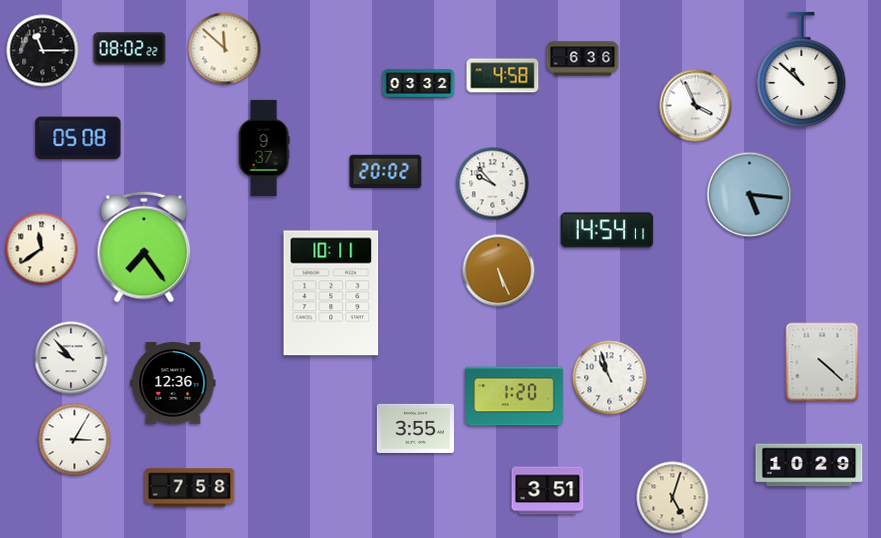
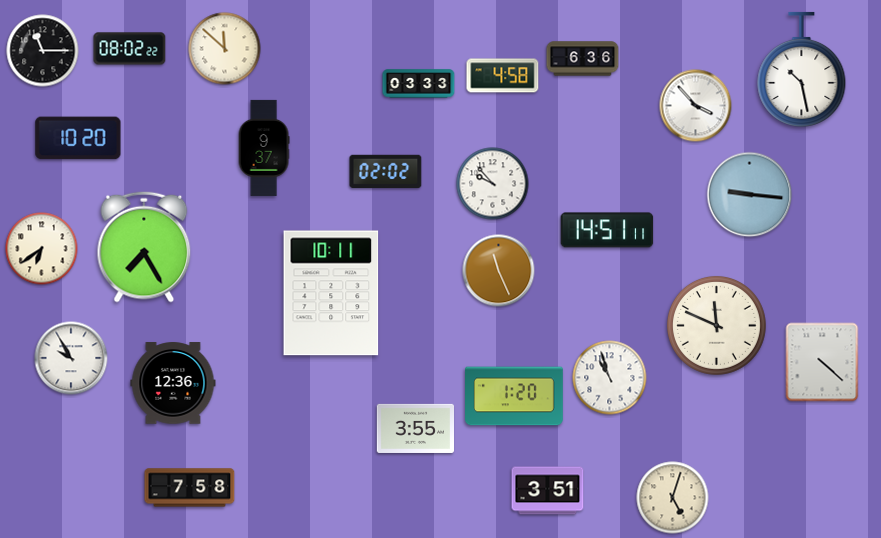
clock at (802, 69): 10:52 -> 10:28
clock at (419, 84): 03:32 -> 03:33
clock at (696, 106): 3:56 -> 3:53
clock at (78, 138): 05:08 -> 10:20
clock at (386, 172): 20:02 -> 02:02
clock at (750, 195): 5:16 -> 9:16
clock at (607, 230): 14:54 -> 14:51
clock at (144, 247): 7:24 -> 7:25
clock at (42, 249): 11:39 -> 6:39
clock at (499, 271): 5:26 -> 11:26
clock at (716, 325): none -> 11:49
clock at (71, 358): 9:53 -> 9:55
clock at (75, 440): 3:05 -> none
clock at (809, 465): 10:29 -> none
